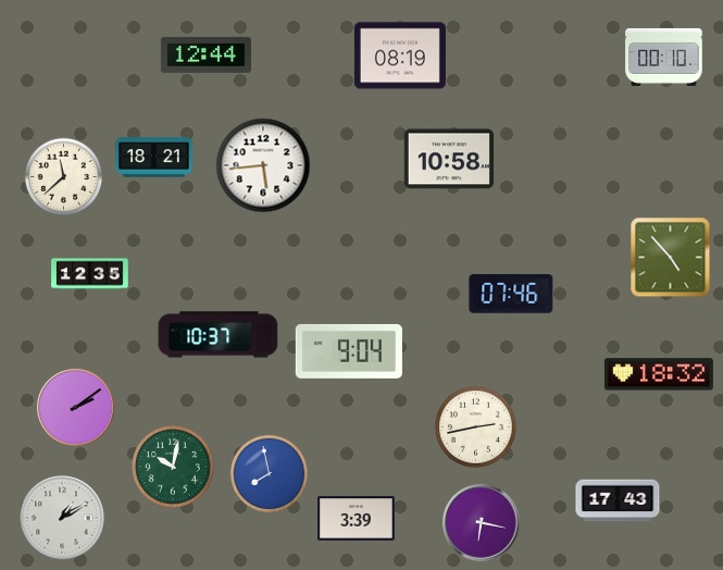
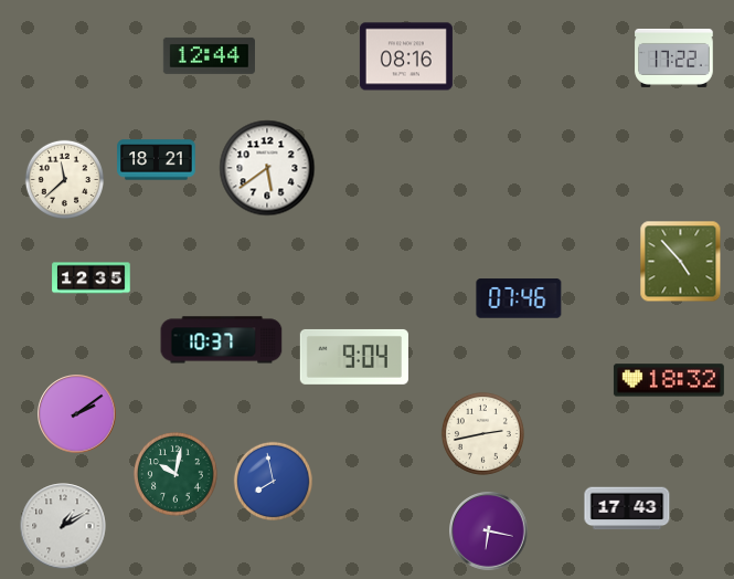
clock at (400, 55): 08:19 -> 08:16
clock at (664, 57): 00:10 -> 17:22
clock at (449, 159): 10:58 -> none
clock at (263, 165): 5:44 -> 5:39
clock at (357, 519): 3:39 -> none
